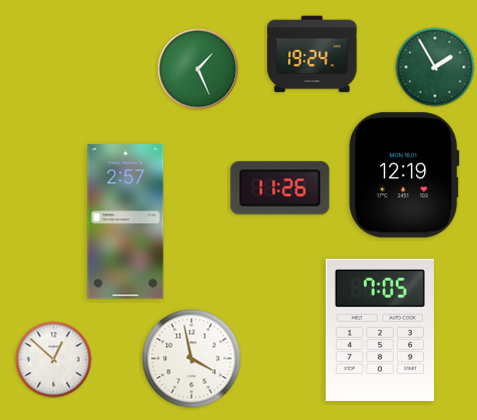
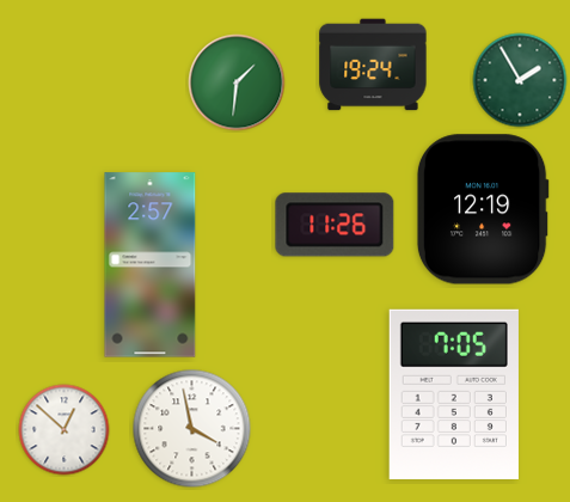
clock at (198, 69): 1:26 -> 1:31
clock at (192, 359) position: (192, 359) -> (192, 429)
